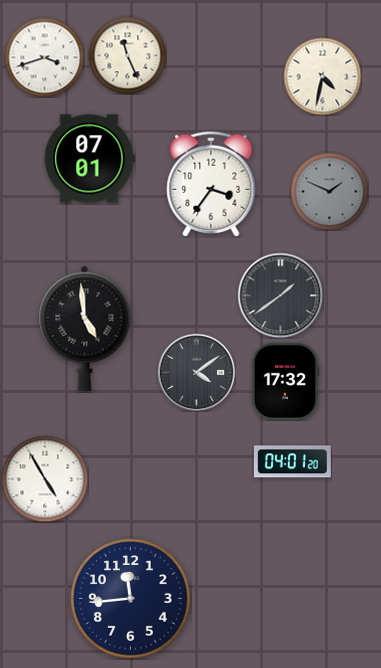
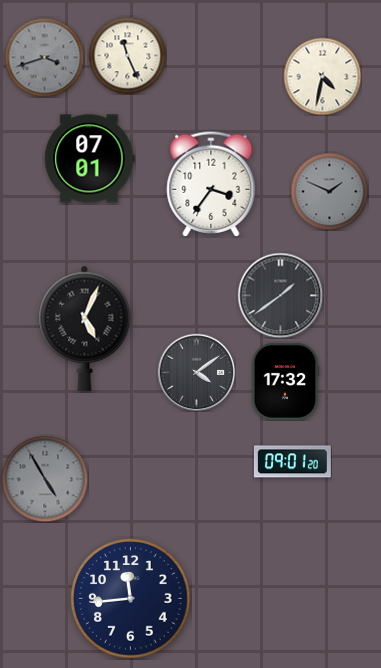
clock at (44, 57) dial: white -> grey
clock at (85, 328): 4:59 -> 5:04
clock at (292, 462): 04:01 -> 09:01
clock at (45, 479) dial: white -> grey
